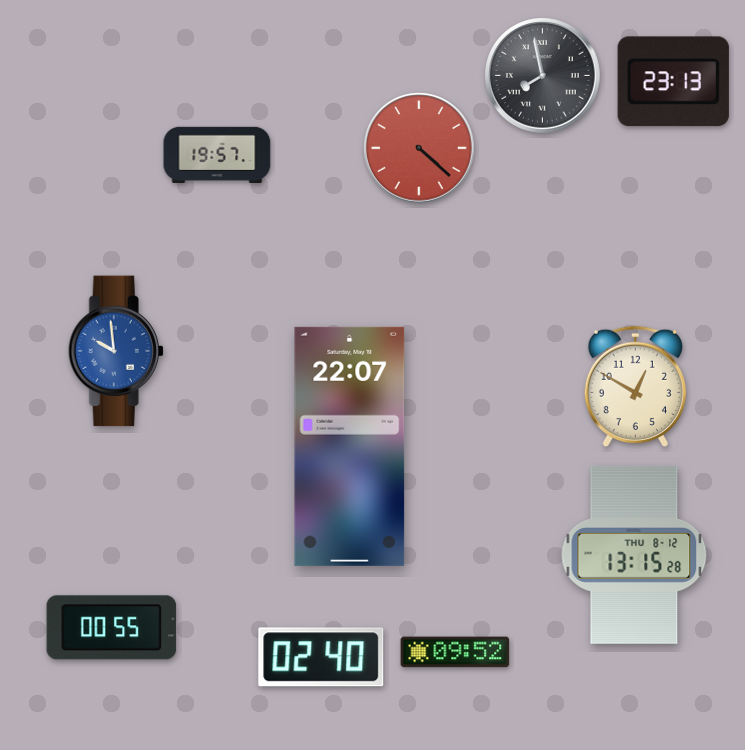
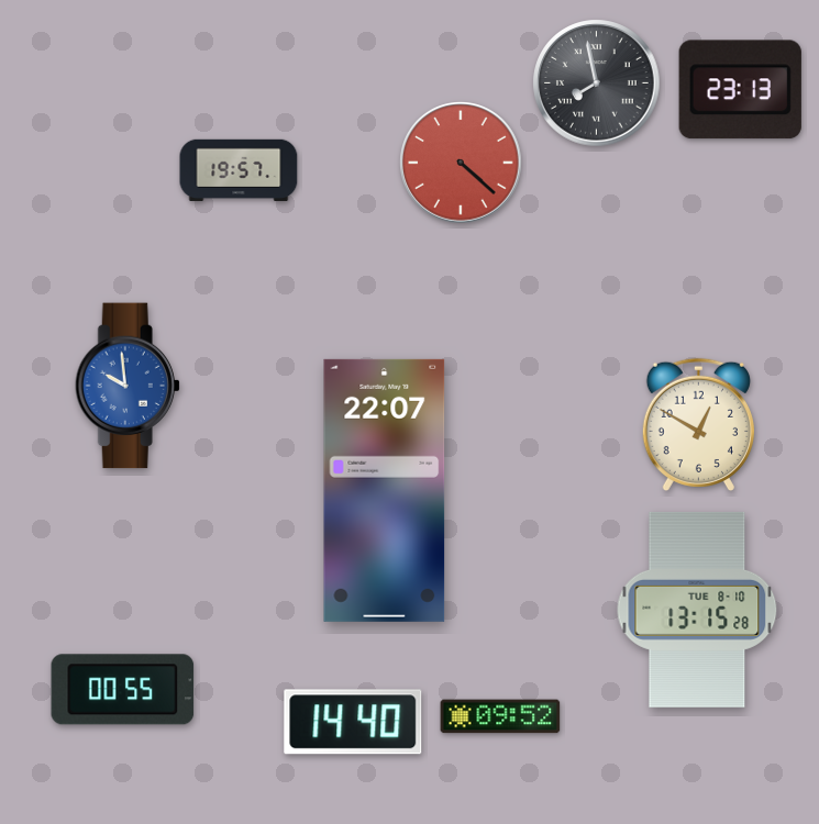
clock at (634, 555) date: THU 8-12 -> TUE 8-10
clock at (321, 657): 02:40 -> 14:40
